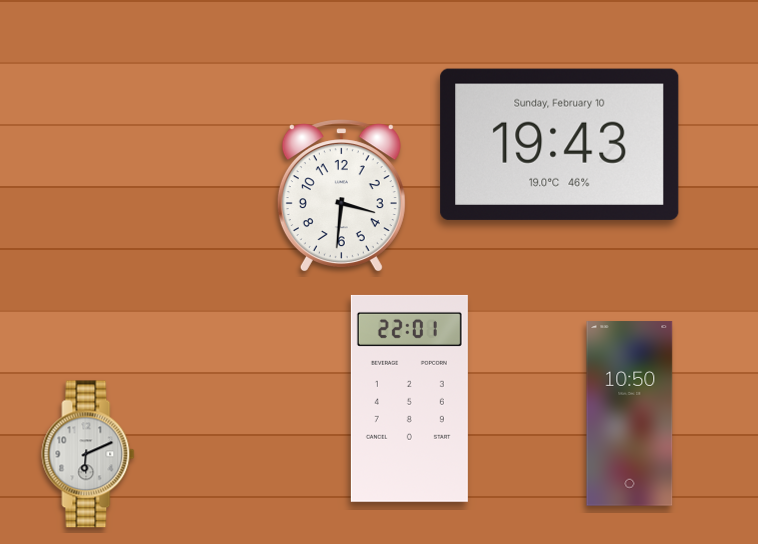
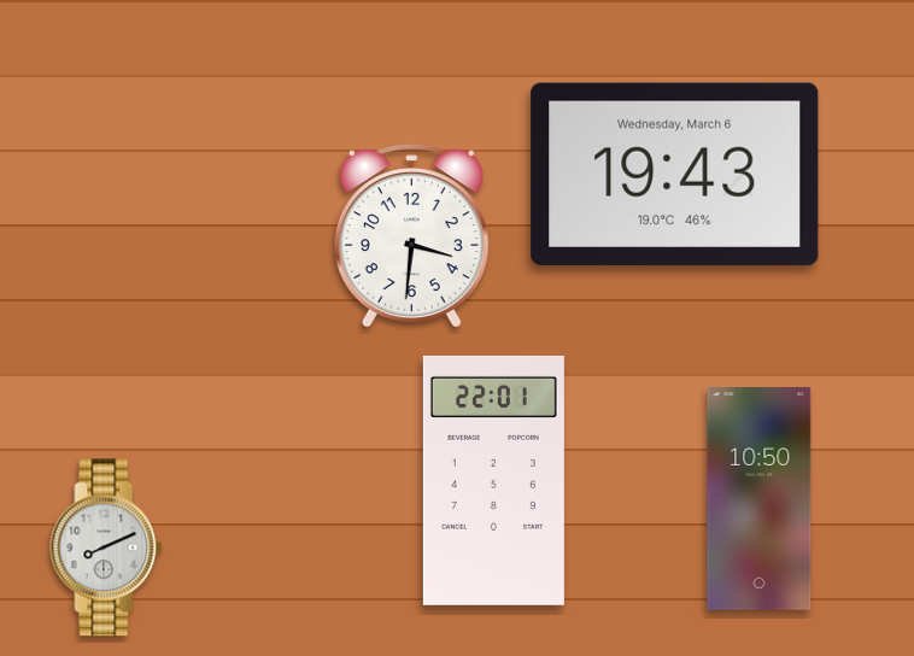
clock at (560, 144) date: Sunday, February 10 -> Wednesday, March 6
clock at (88, 454): 6:11 -> 8:11
